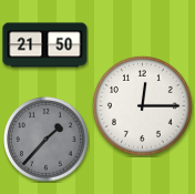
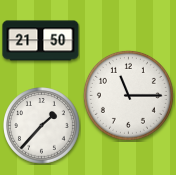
clock at (142, 105): 12:15 -> 11:15
clock at (47, 140) dial: grey -> white
